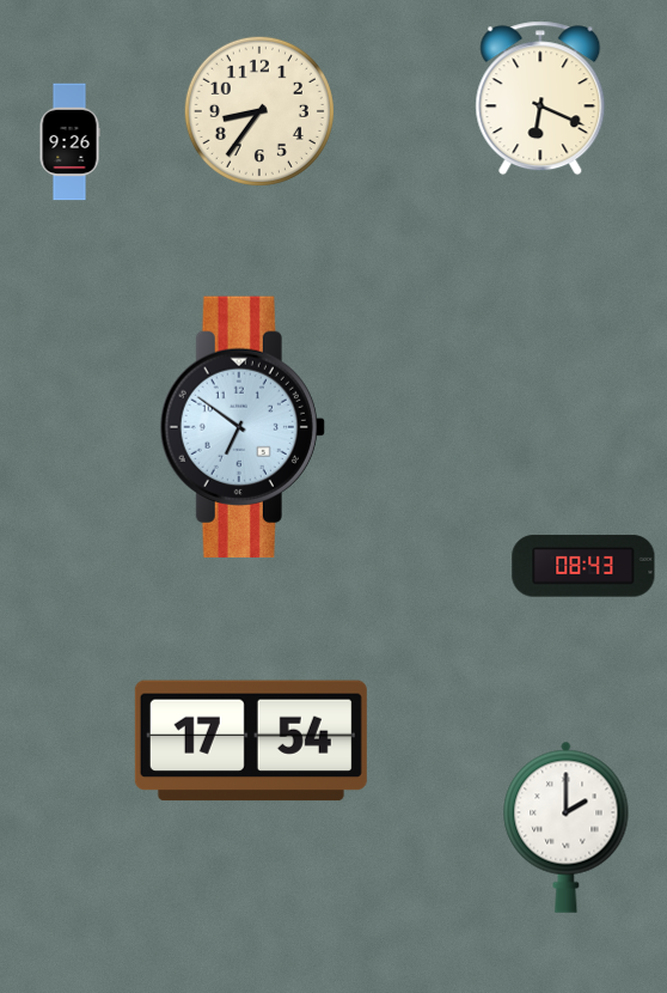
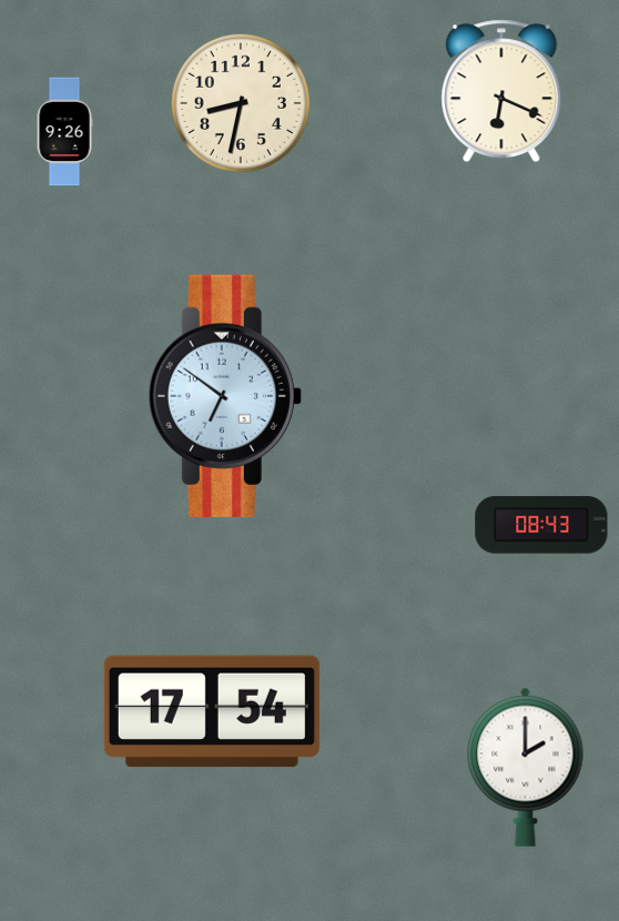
clock at (259, 111): 8:36 -> 8:32
clock at (251, 741) position: (251, 741) -> (212, 711)
